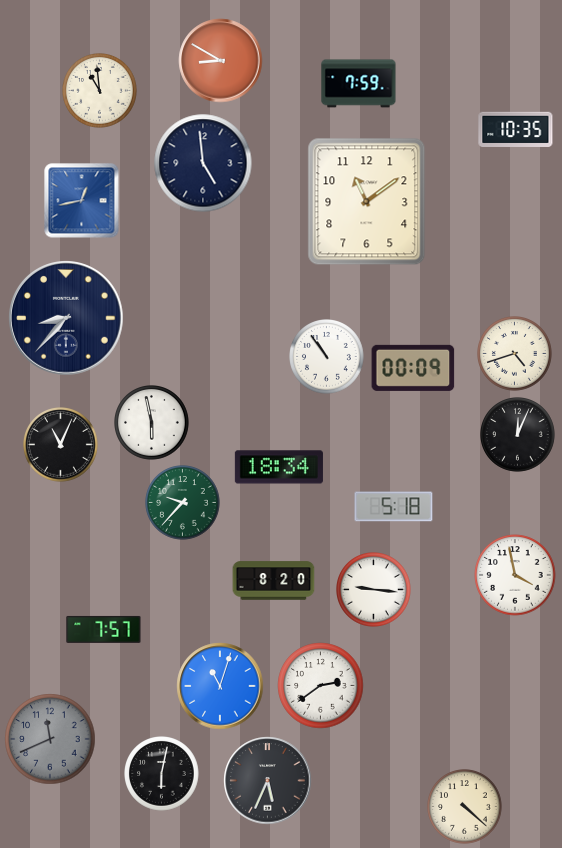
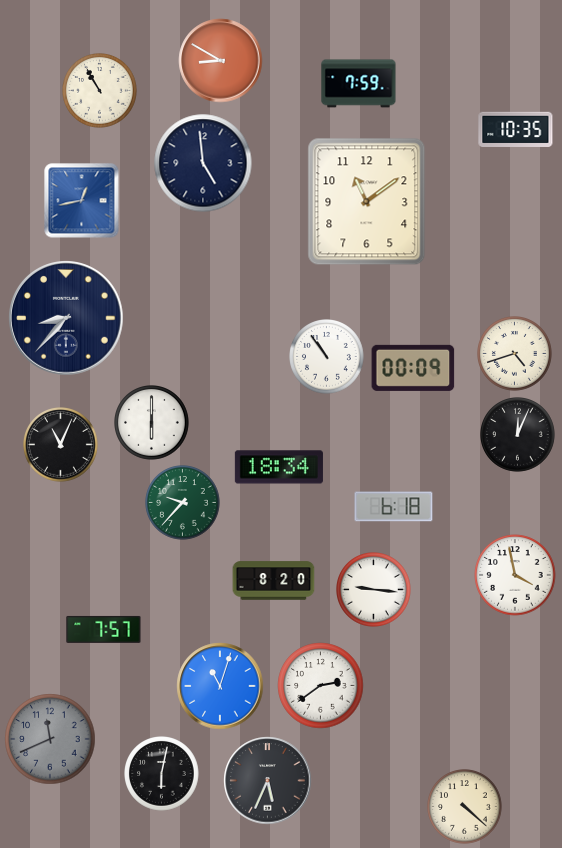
clock at (100, 91): 10:59 -> 10:55
clock at (152, 423): 5:58 -> 6:00
clock at (394, 507): 5:18 -> 6:18
